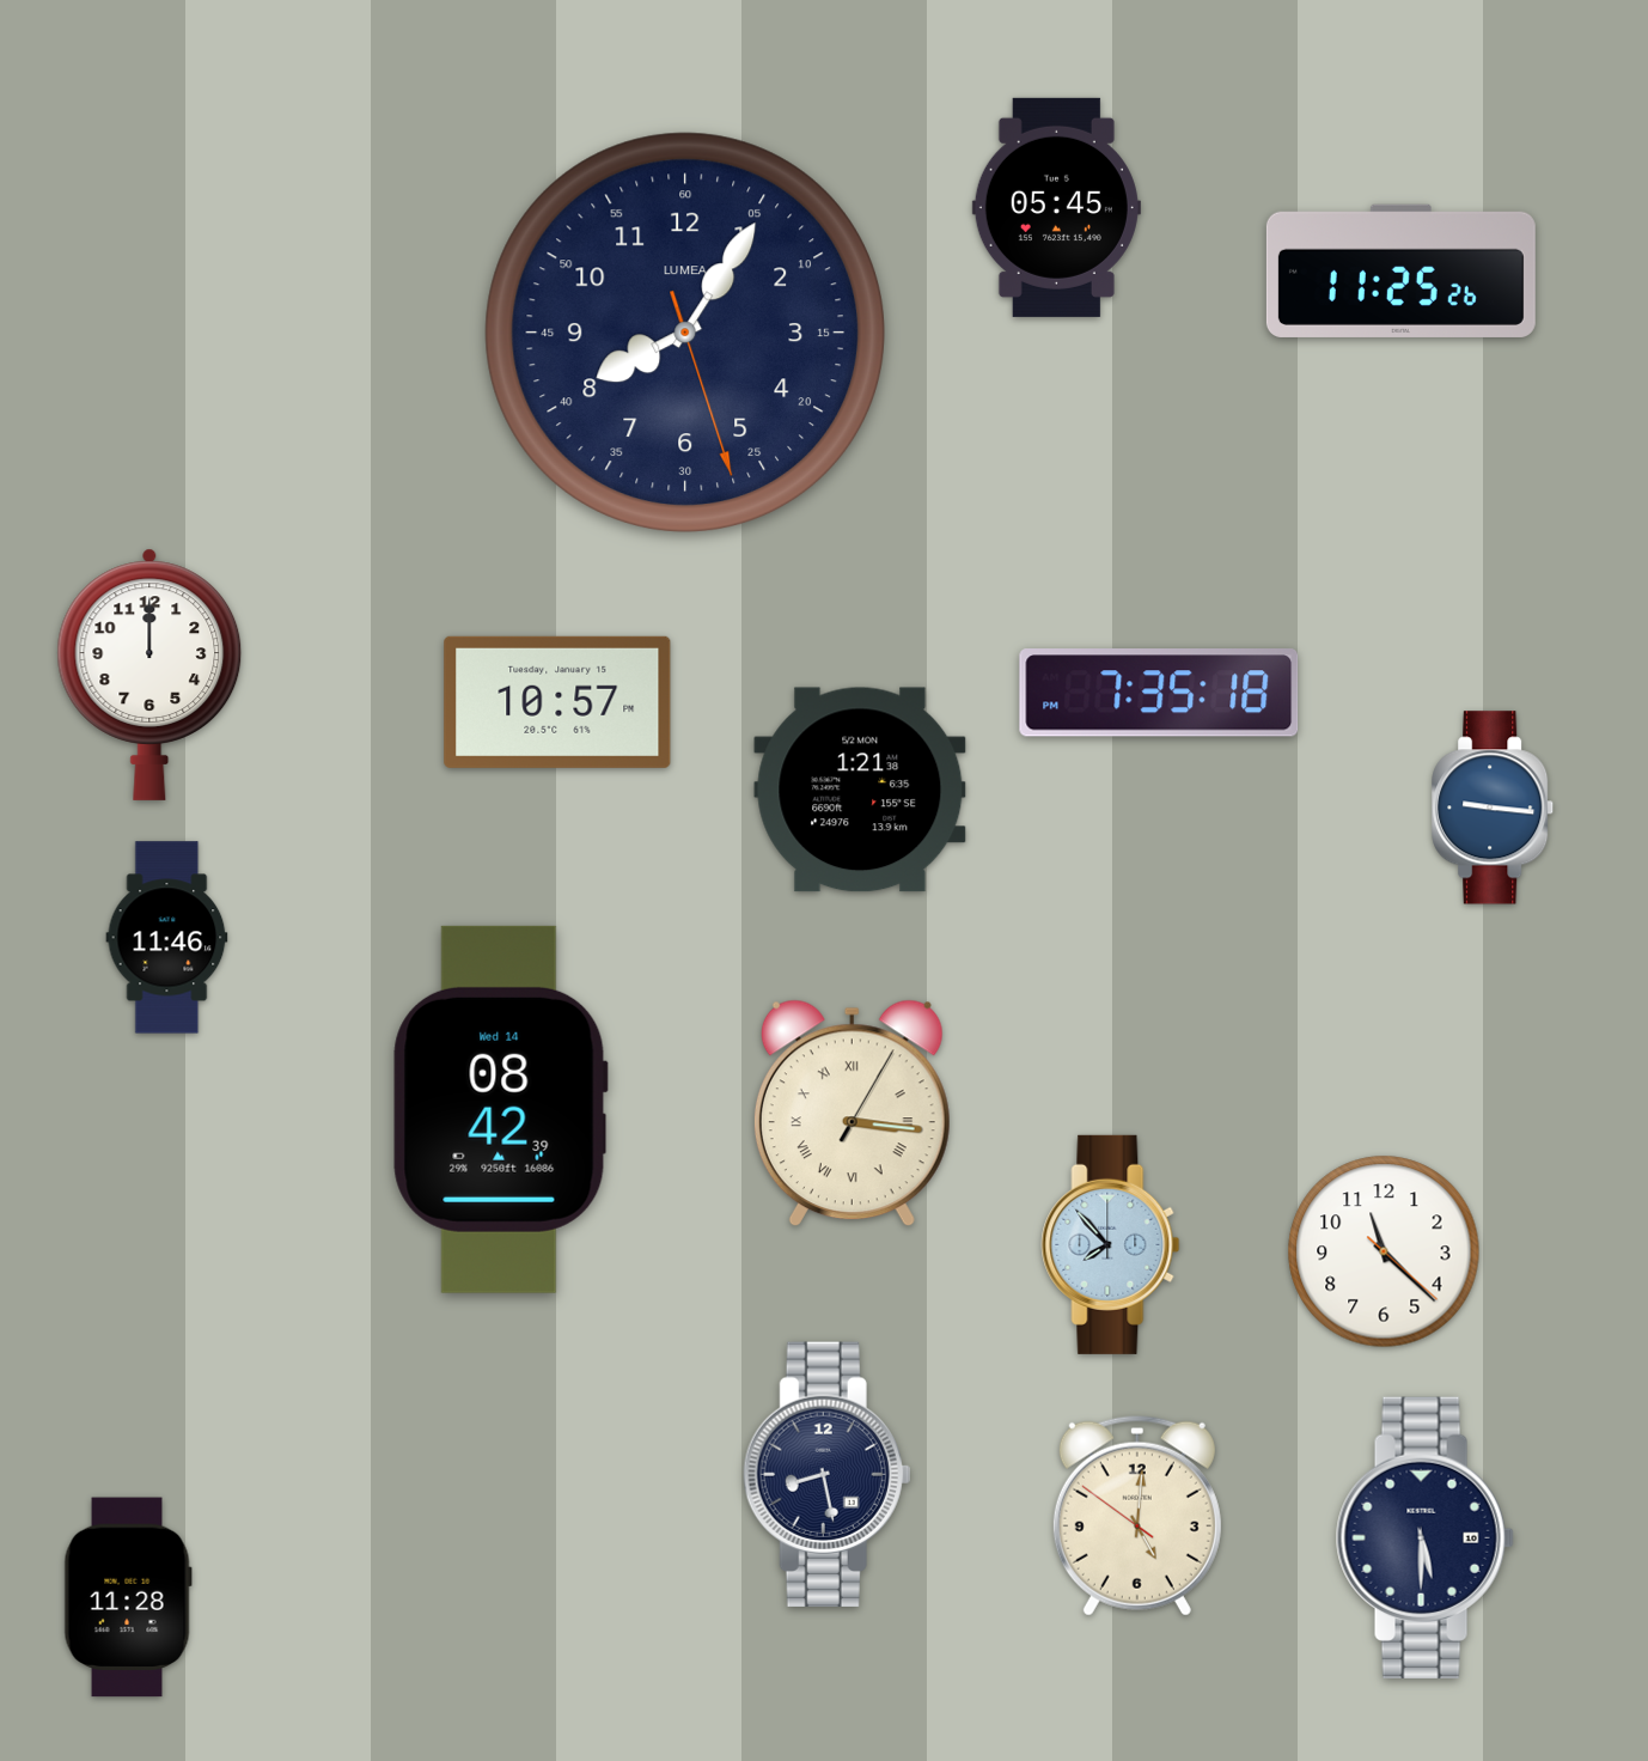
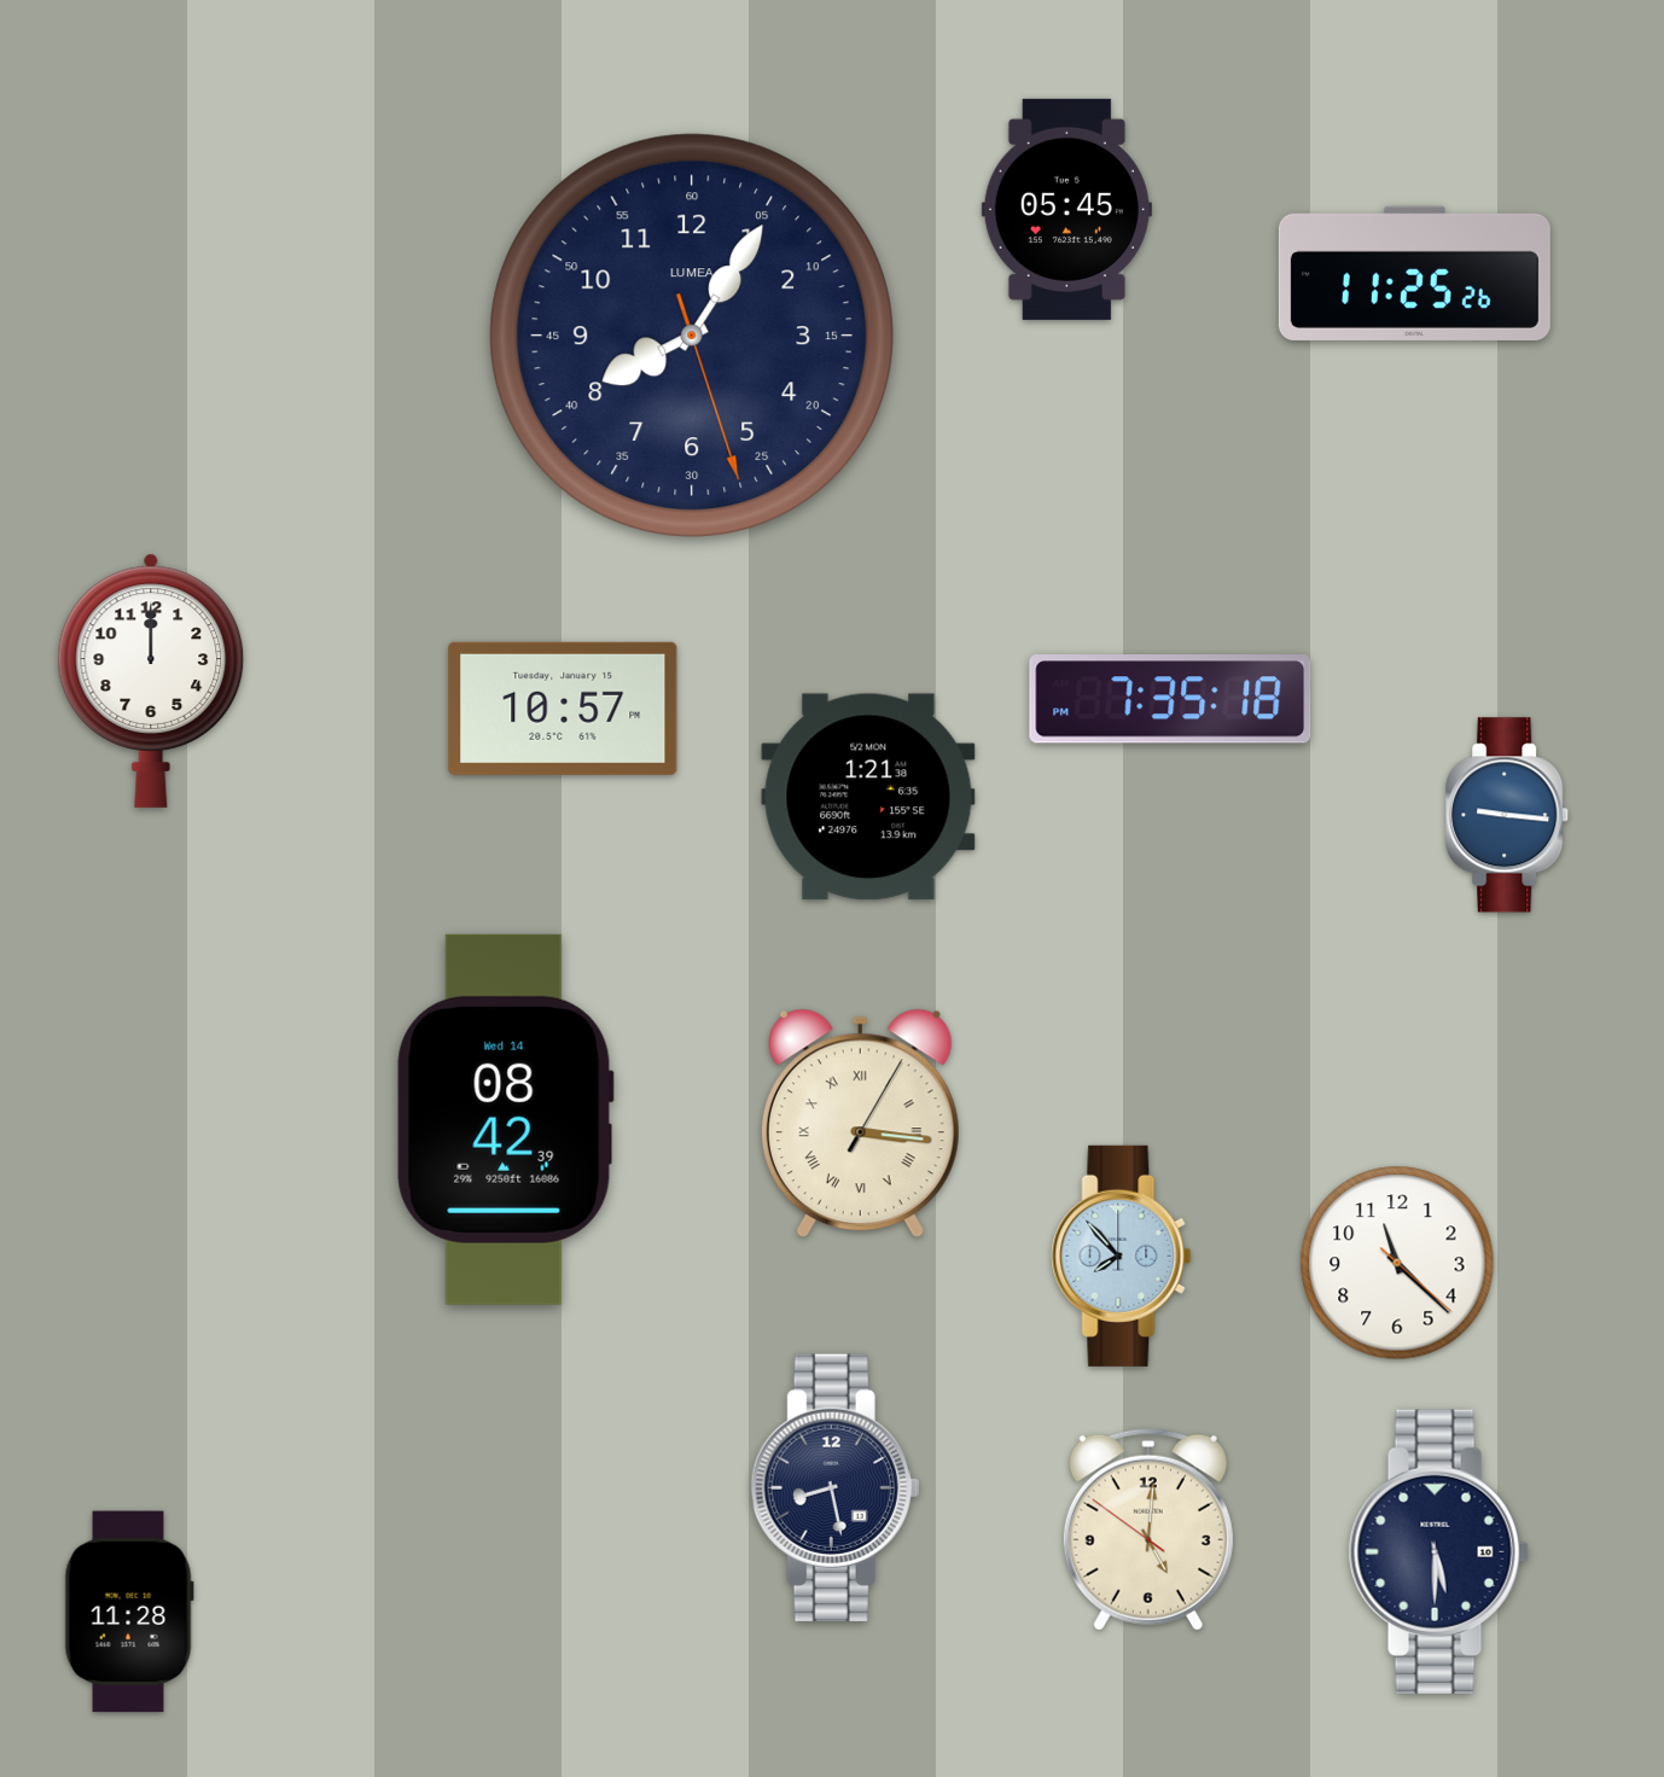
clock at (167, 938): 11:46 -> none
